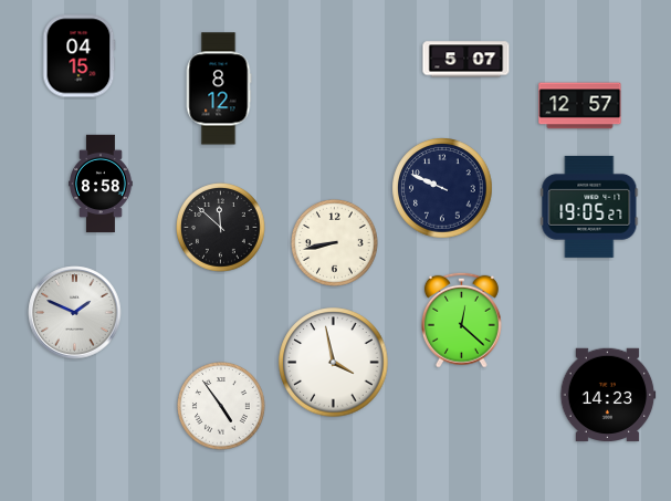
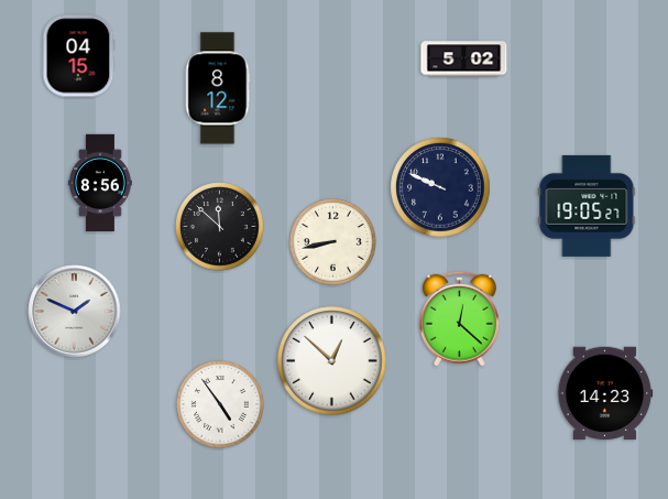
clock at (466, 60): 5:07 -> 5:02
clock at (580, 106): 12:57 -> none
clock at (101, 184): 8:58 -> 8:56
clock at (334, 363): 3:58 -> 12:52
